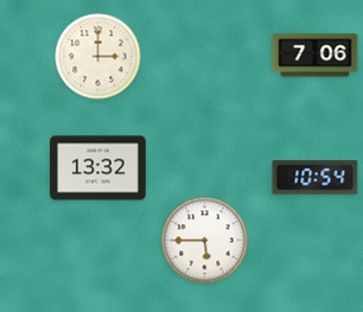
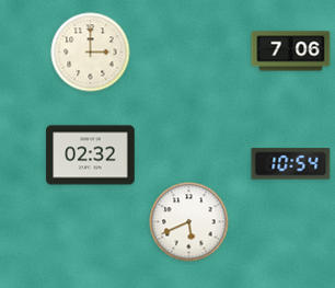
clock at (98, 168): 13:32 -> 02:32
clock at (205, 241): 5:45 -> 5:41
